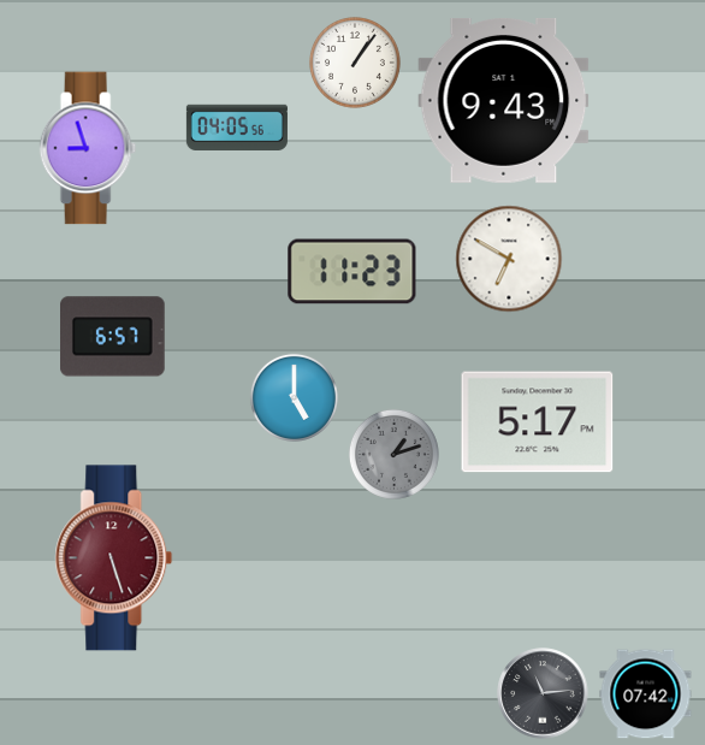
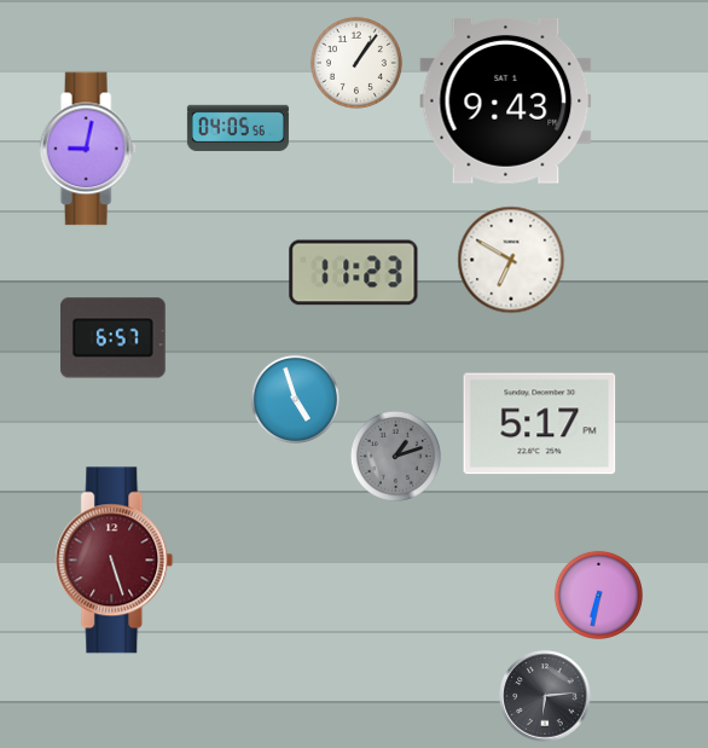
clock at (88, 148): 8:57 -> 9:02
clock at (294, 397): 5:00 -> 4:57
clock at (598, 595): none -> 6:32
clock at (543, 693): 11:14 -> 6:14
clock at (646, 694): 07:42 -> none
